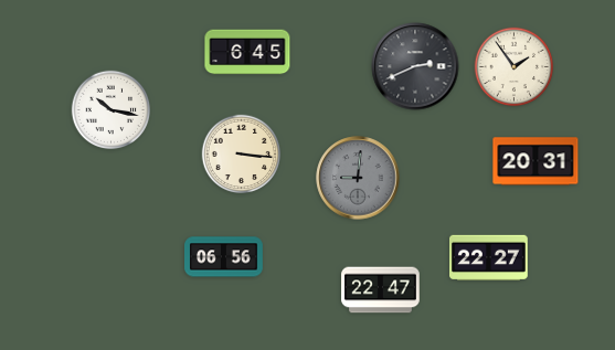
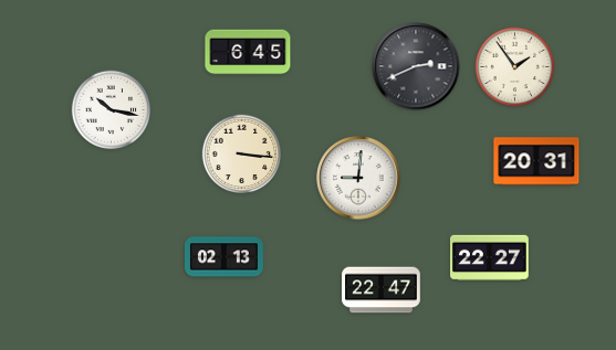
clock at (358, 178) dial: grey -> white
clock at (224, 257): 06:56 -> 02:13
